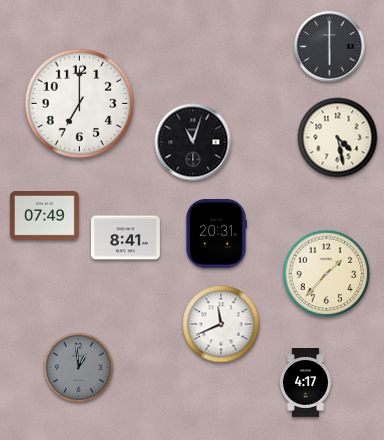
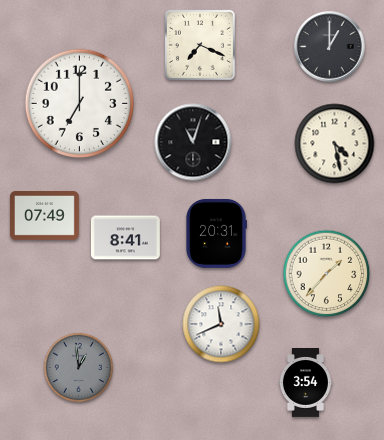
clock at (200, 45): none -> 7:19
clock at (330, 47): 6:00 -> 1:00
clock at (338, 138) position: (338, 138) -> (335, 144)
clock at (305, 383): 4:17 -> 3:54
